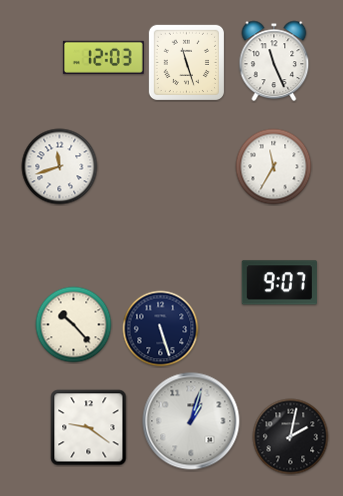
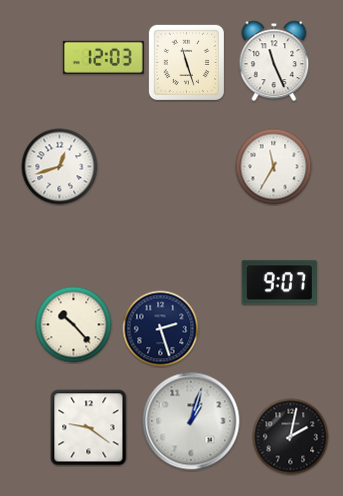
clock at (60, 167): 11:42 -> 12:42
clock at (161, 329): 5:27 -> 2:27
